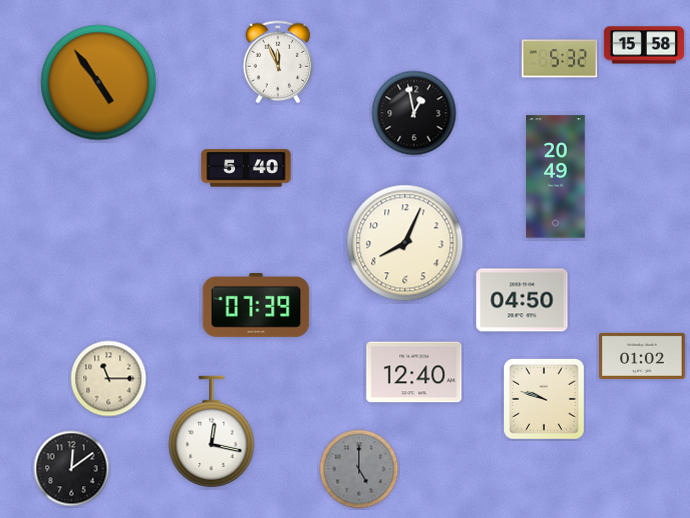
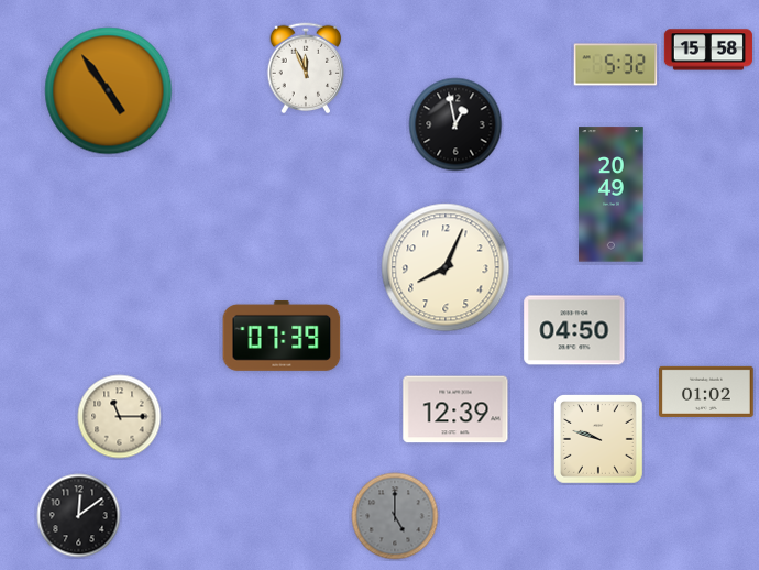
clock at (246, 168): 5:40 -> none
clock at (414, 372): 12:40 -> 12:39
clock at (212, 432): 12:17 -> none
